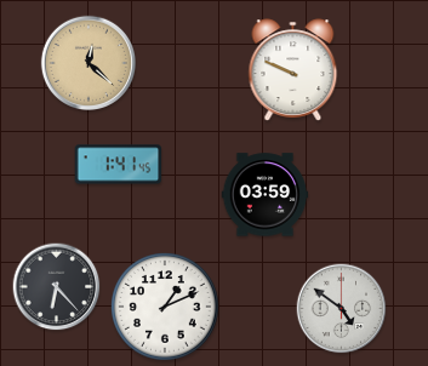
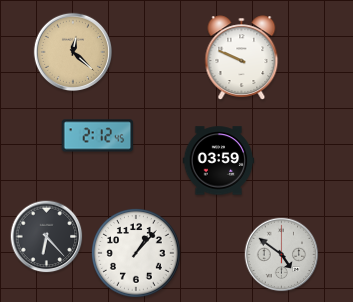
clock at (119, 165): 1:41 -> 2:12
clock at (166, 308): 1:11 -> 1:07
